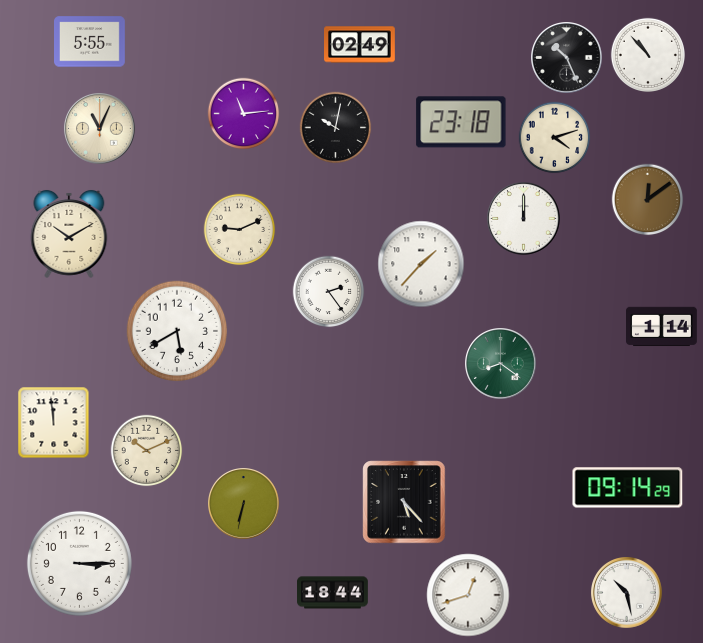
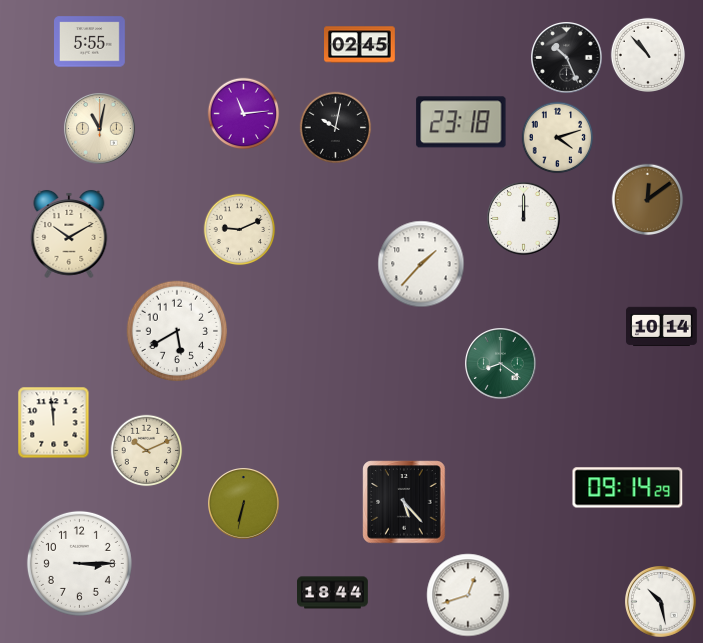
clock at (360, 45): 02:49 -> 02:45
clock at (100, 129): 11:04 -> 11:02
clock at (555, 138) position: (555, 138) -> (558, 138)
clock at (329, 292): 2:24 -> none
clock at (662, 327): 1:14 -> 10:14
clock at (627, 593) position: (627, 593) -> (661, 602)
